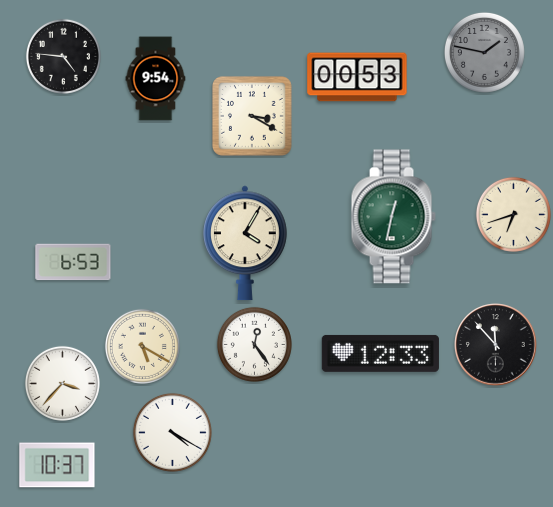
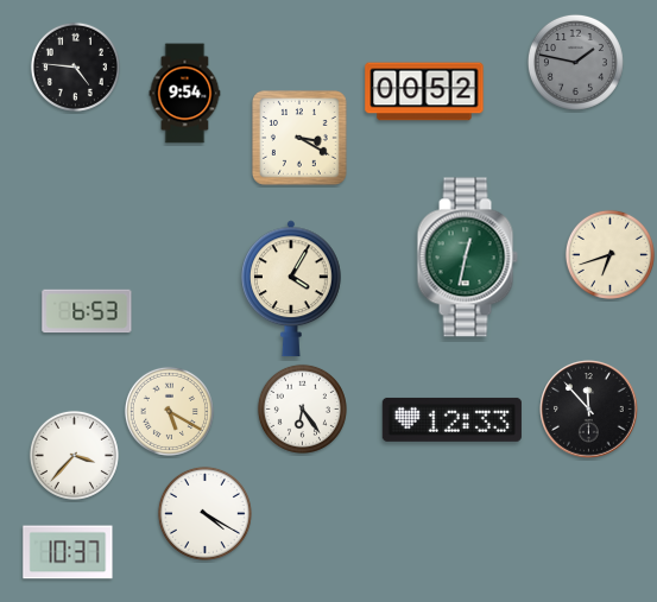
clock at (357, 77): 00:53 -> 00:52
clock at (254, 344): 12:24 -> 6:24
